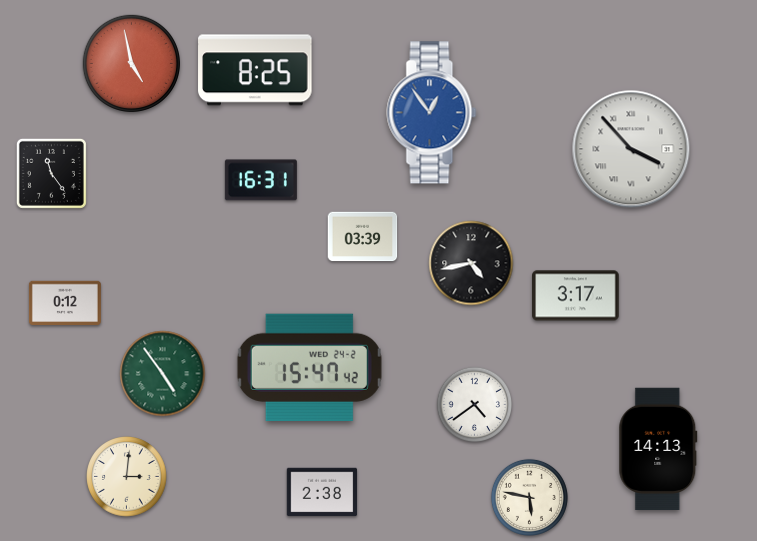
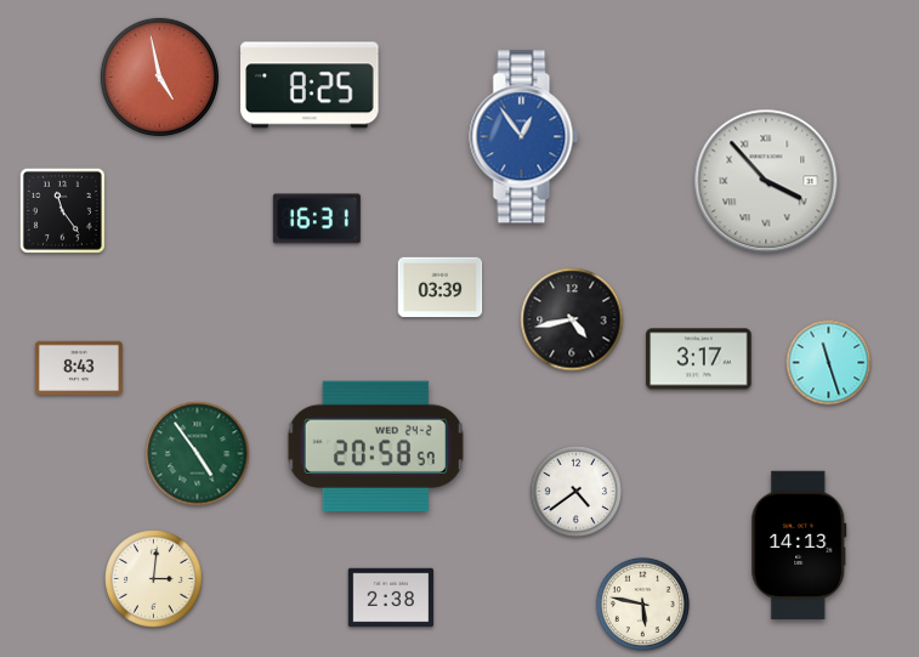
clock at (829, 363): none -> 11:27
clock at (65, 303): 0:12 -> 8:43
clock at (309, 367): 15:47 -> 20:58
